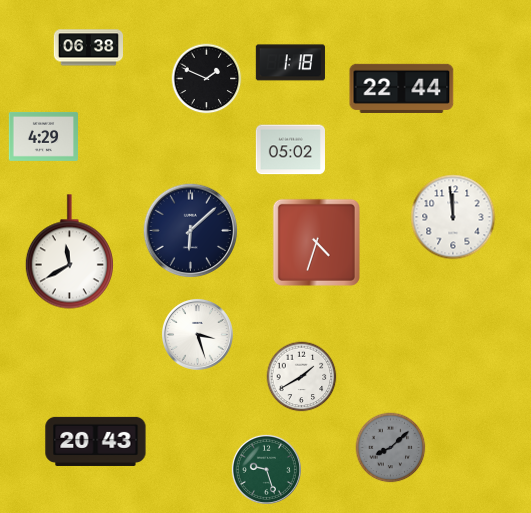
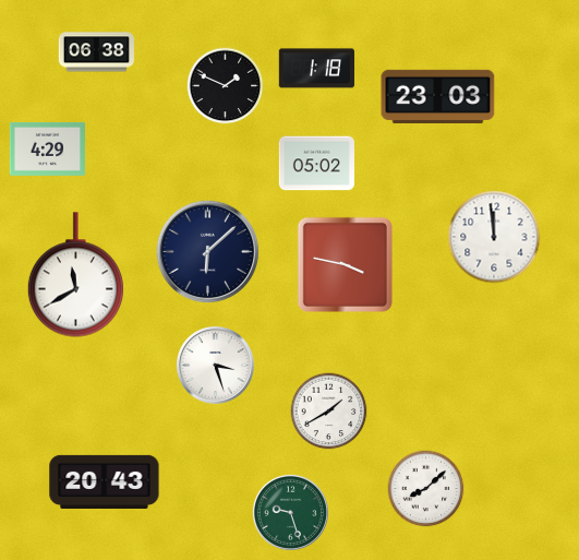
clock at (402, 88): 22:44 -> 23:03
clock at (316, 242): 4:33 -> 3:47
clock at (391, 448) dial: grey -> white
